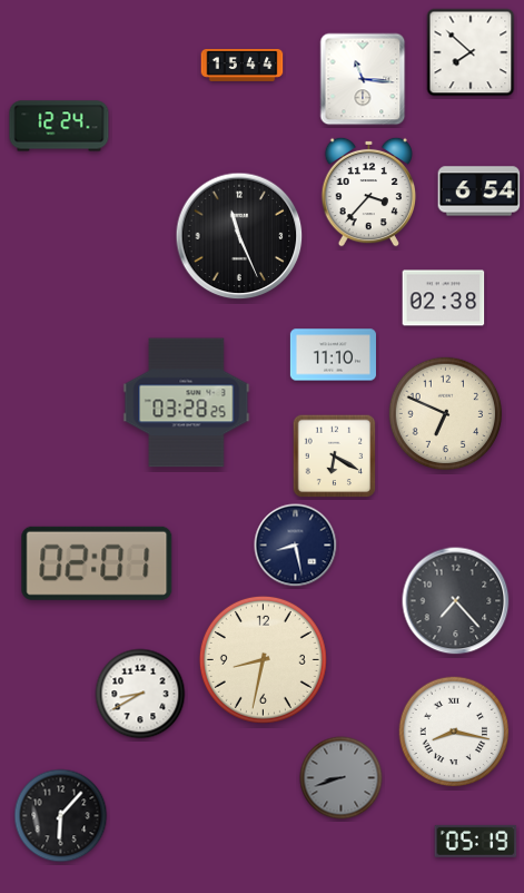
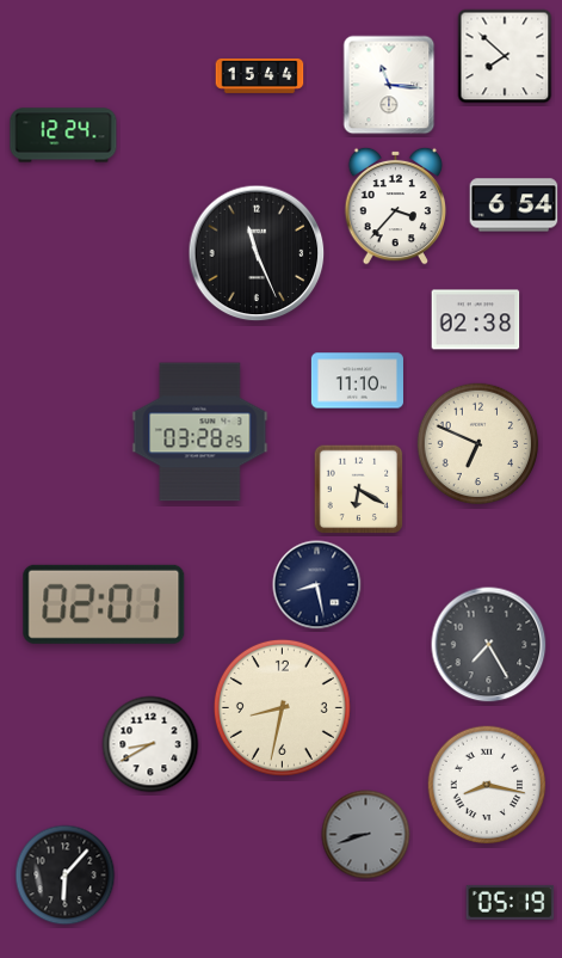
clock at (243, 65) position: (243, 65) -> (260, 75)
clock at (456, 601): 7:23 -> 7:25
